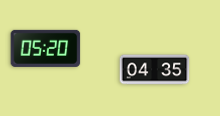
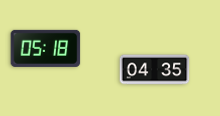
clock at (46, 48): 05:20 -> 05:18
